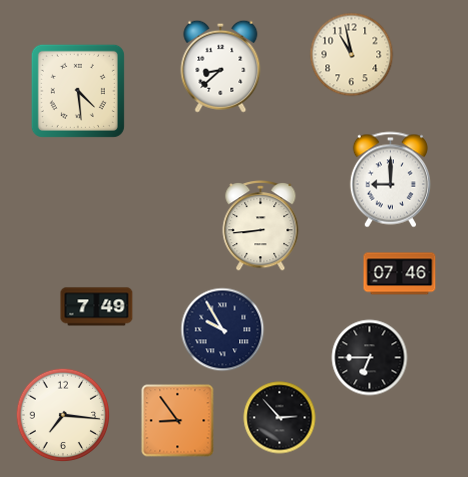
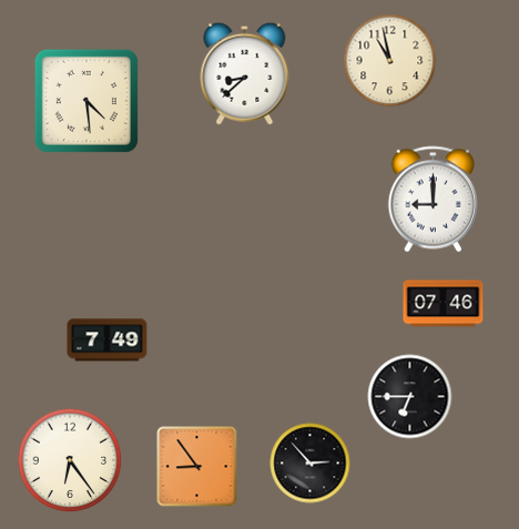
clock at (261, 226): 8:44 -> none
clock at (223, 330): 9:55 -> none
clock at (63, 415): 7:16 -> 6:24
